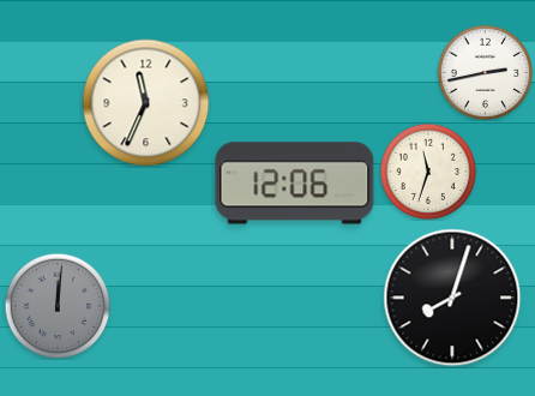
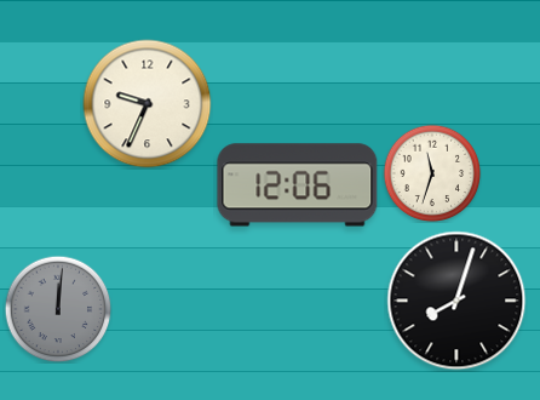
clock at (485, 72): 2:43 -> none
clock at (146, 103): 11:34 -> 9:34
